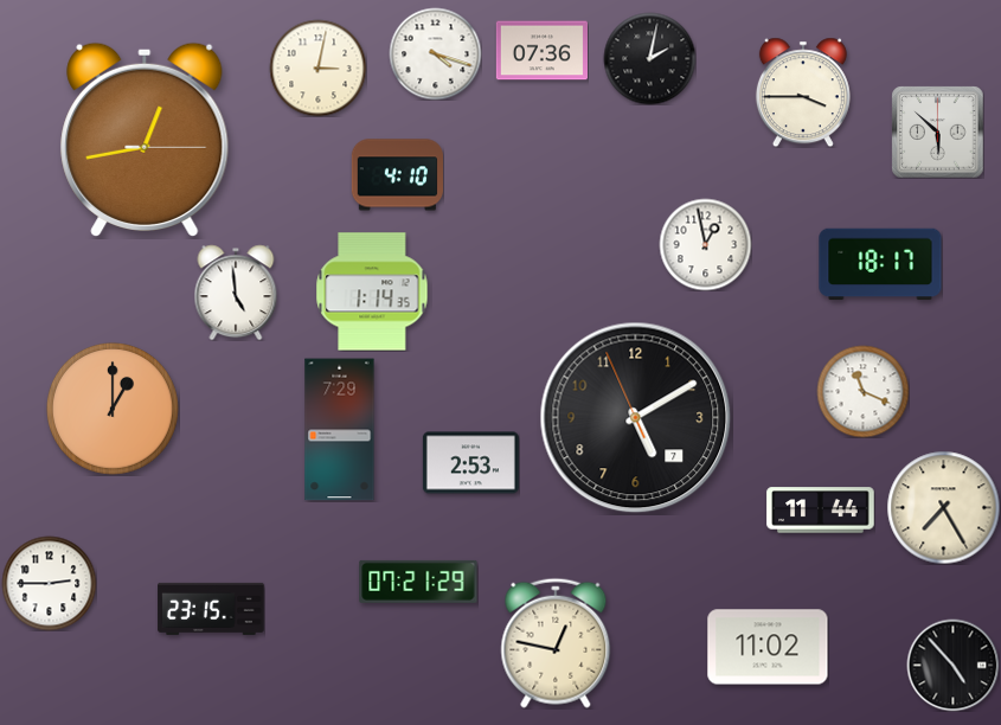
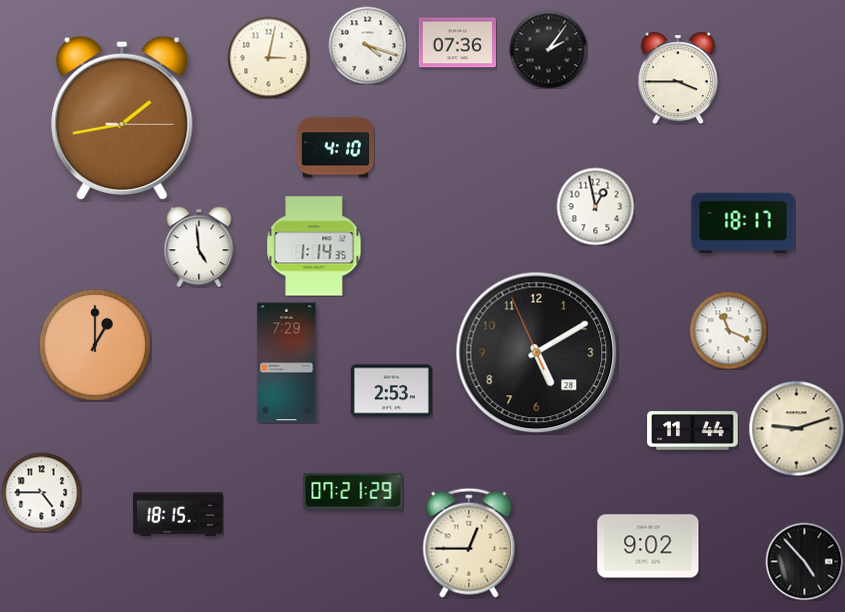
clock at (649, 58): 2:02 -> 2:06
clock at (937, 131): 5:52 -> none
clock at (145, 139): 12:43 -> 1:43
clock at (636, 418) date: 7 -> 28
clock at (470, 463) position: (470, 463) -> (391, 391)
clock at (943, 507): 7:25 -> 9:12
clock at (49, 583): 2:45 -> 4:45
clock at (211, 609): 23:15 -> 18:15
clock at (556, 643): 12:47 -> 12:45
clock at (768, 647): 11:02 -> 9:02
